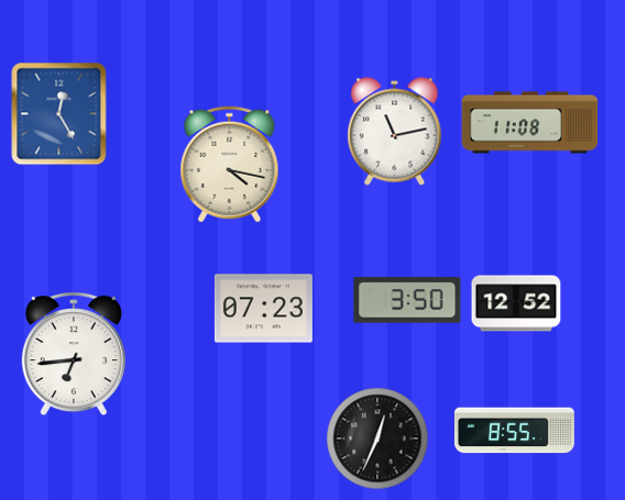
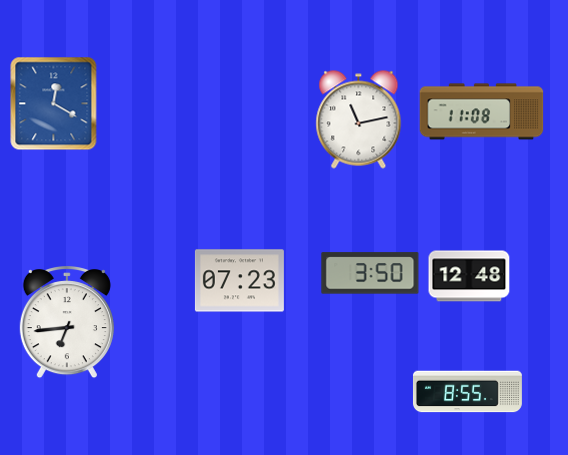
clock at (59, 114): 12:25 -> 12:20
clock at (230, 165): 4:17 -> none
clock at (516, 303): 12:52 -> 12:48
clock at (377, 438): 12:34 -> none
